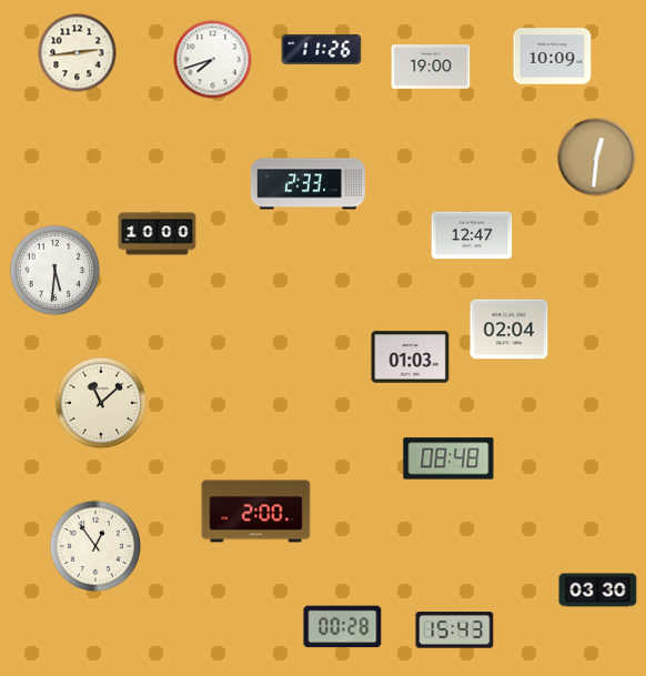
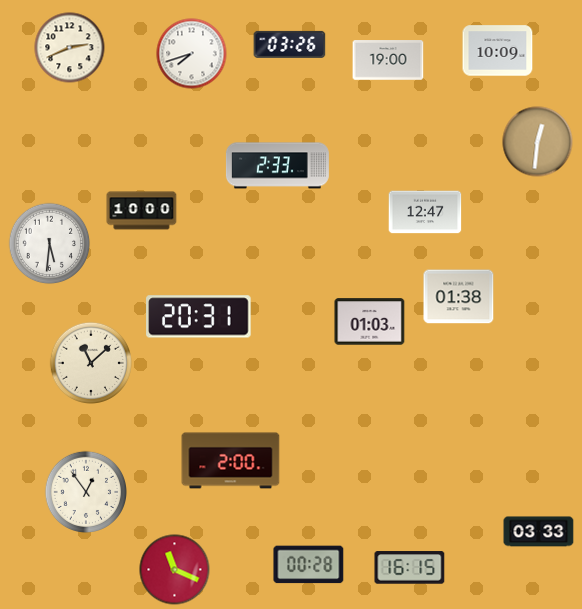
clock at (322, 49): 11:26 -> 03:26
clock at (78, 53): 2:44 -> 2:41
clock at (509, 330): 02:04 -> 01:38
clock at (199, 317): none -> 20:31
clock at (448, 458): 08:48 -> none
clock at (598, 591): 03:30 -> 03:33
clock at (455, 630): 15:43 -> 16:15
clock at (175, 570): none -> 11:19
